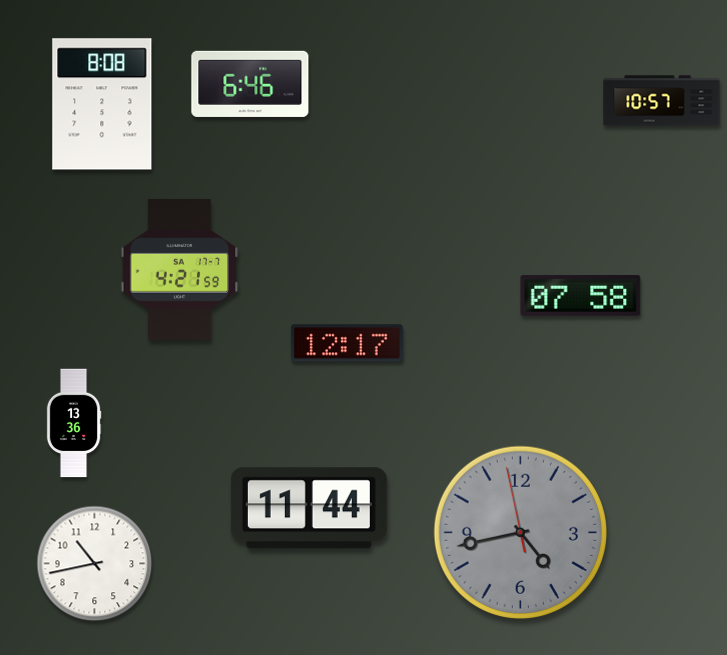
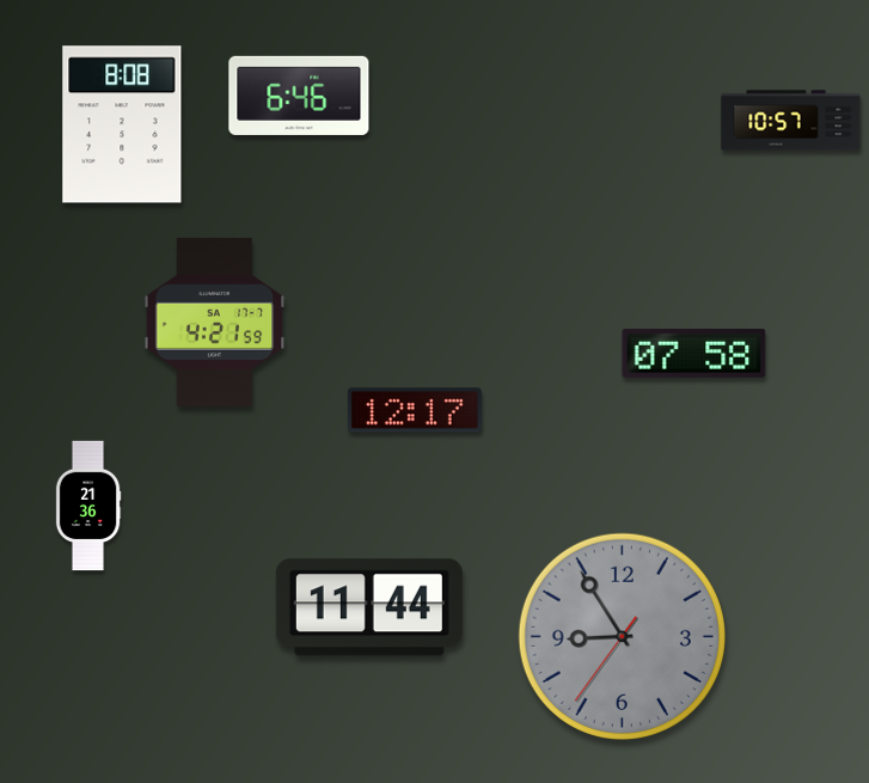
clock at (250, 84) position: (250, 84) -> (299, 96)
clock at (74, 423): 13:36 -> 21:36
clock at (520, 532): 4:42 -> 8:54
clock at (95, 564): 10:43 -> none
